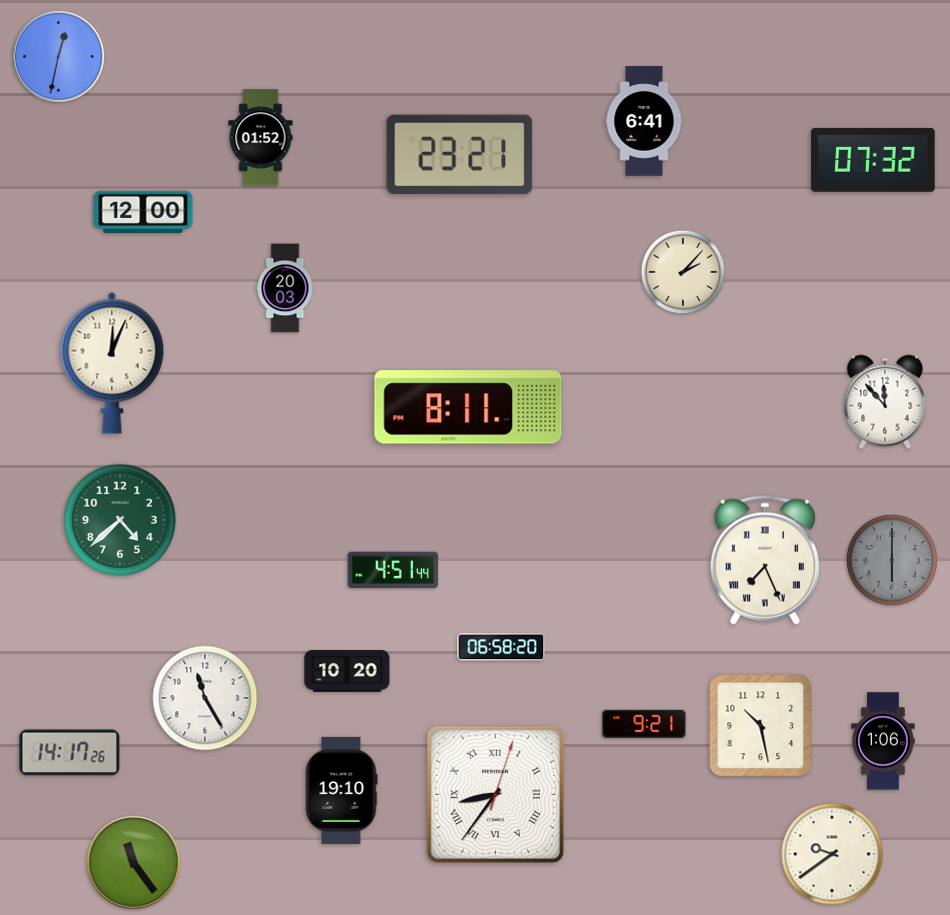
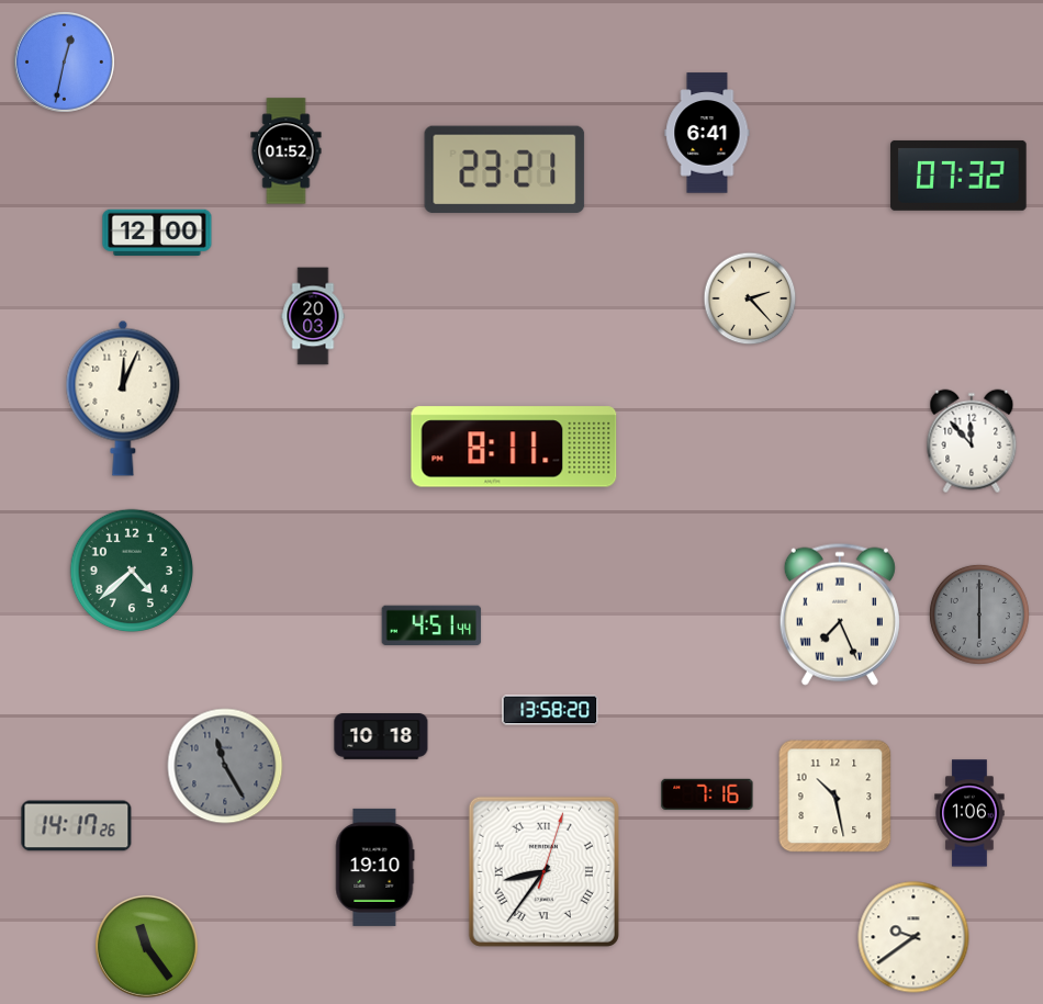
clock at (683, 272): 2:07 -> 2:23
clock at (501, 647): 06:58 -> 13:58
clock at (347, 672): 10:20 -> 10:18
clock at (205, 698) dial: white -> grey
clock at (644, 724): 9:21 -> 7:16
